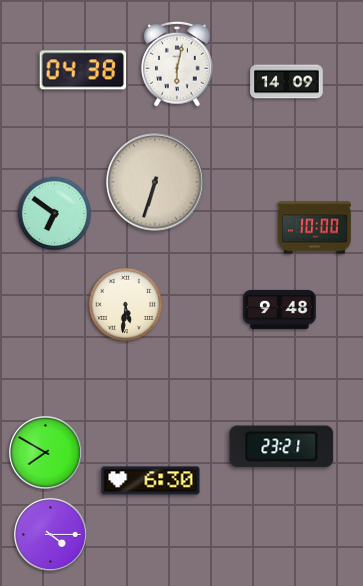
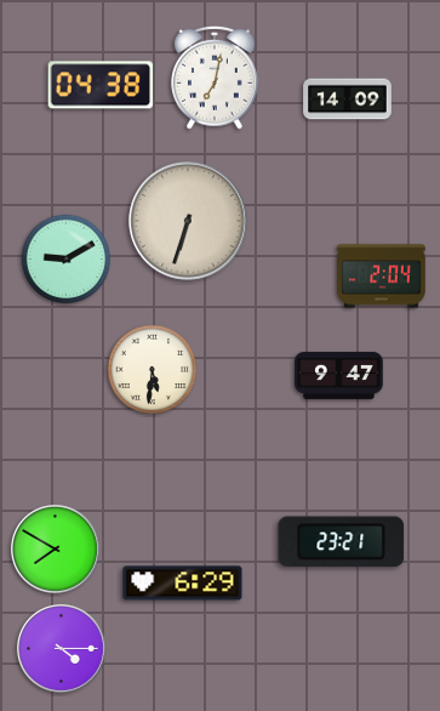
clock at (178, 64): 6:02 -> 7:02
clock at (55, 214): 6:51 -> 9:10
clock at (315, 228): 10:00 -> 2:04
clock at (280, 309): 9:48 -> 9:47
clock at (151, 481): 6:30 -> 6:29
